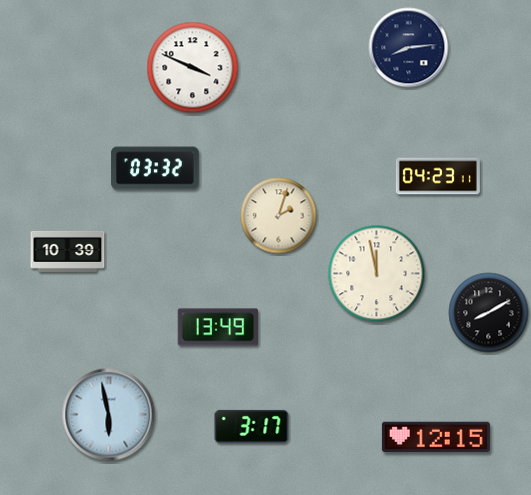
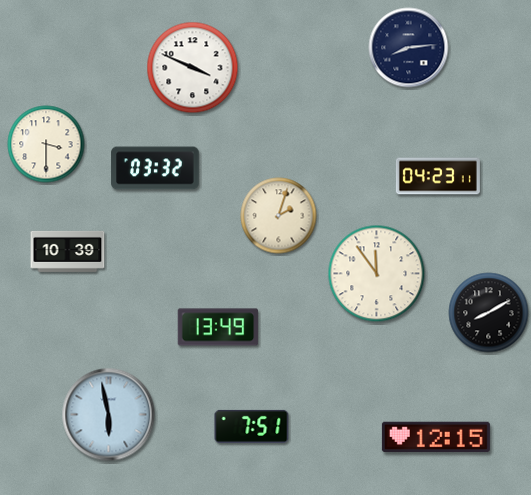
clock at (46, 144): none -> 3:30
clock at (377, 274): 11:58 -> 11:54
clock at (252, 426): 3:17 -> 7:51
